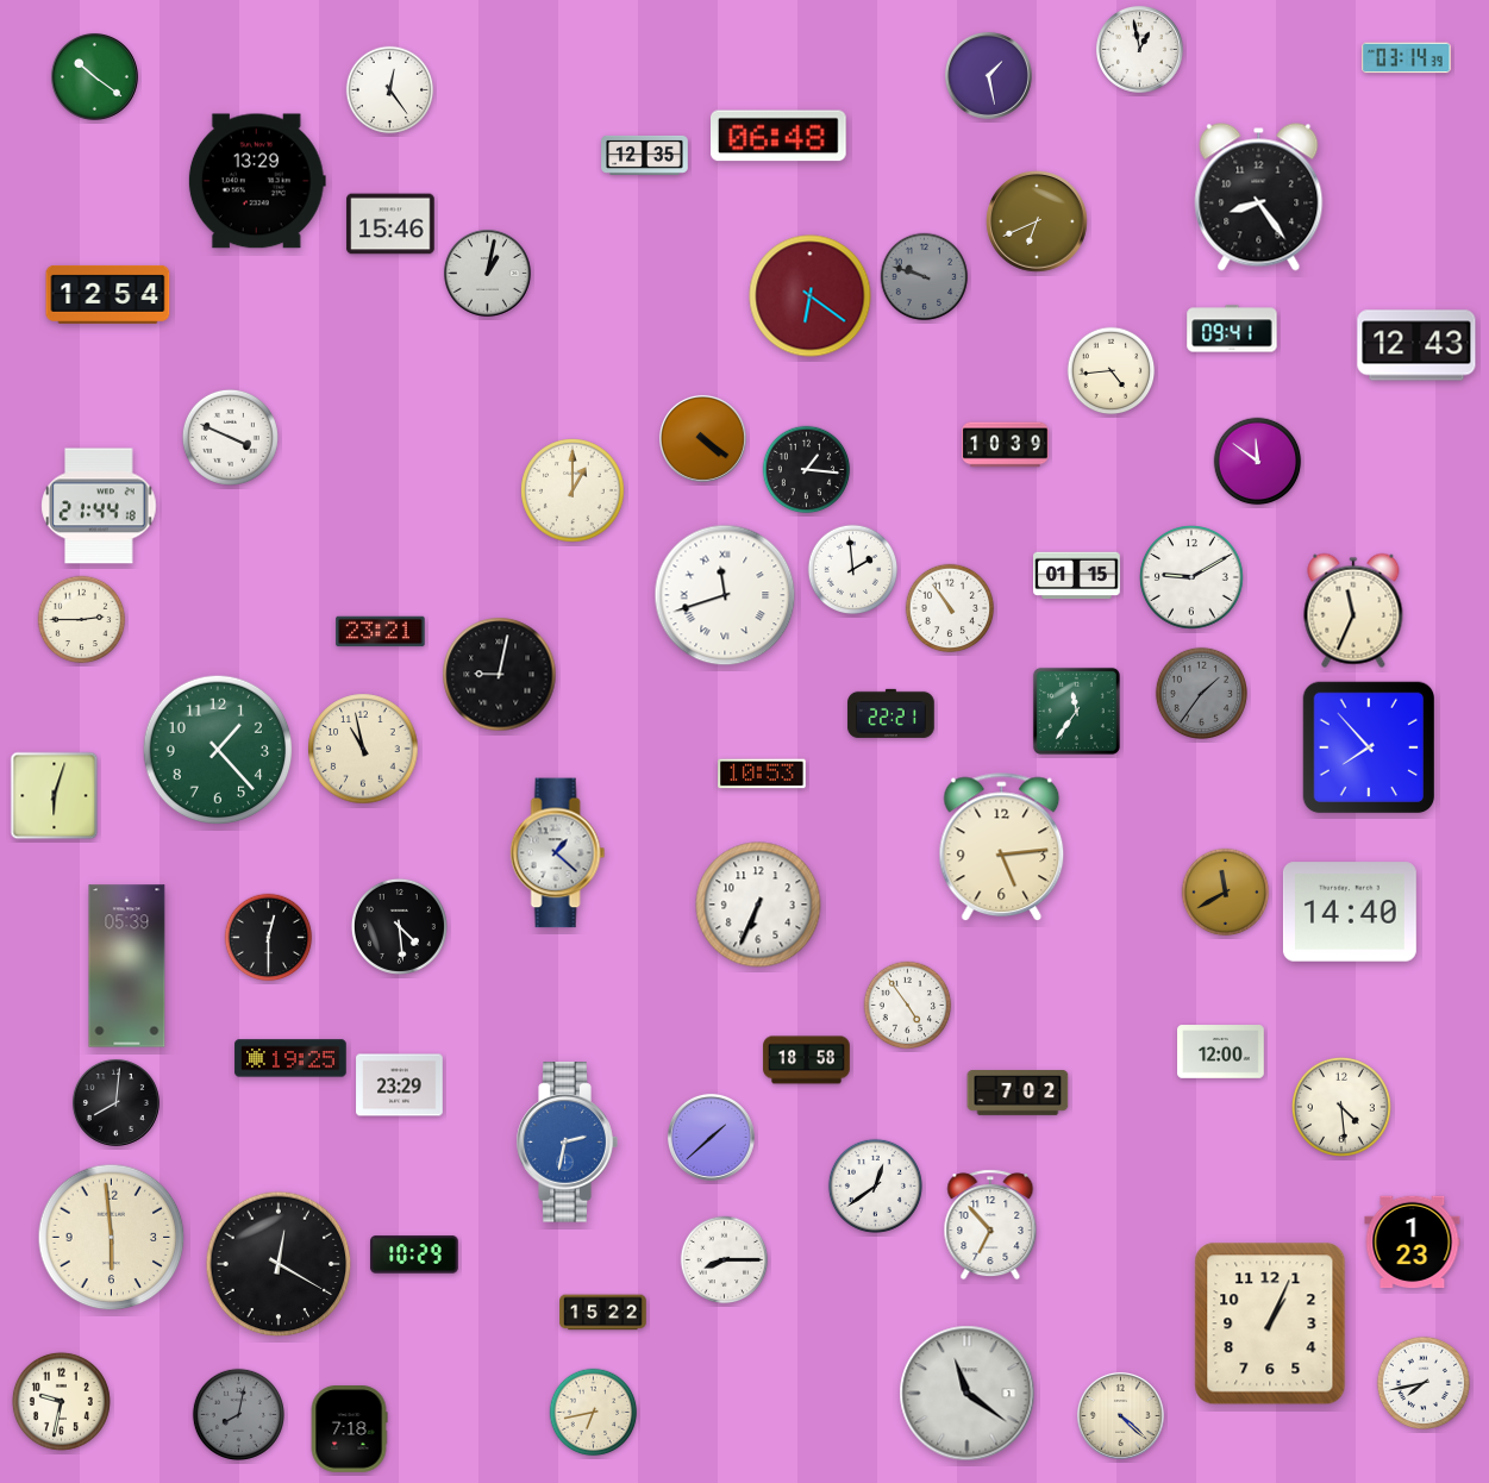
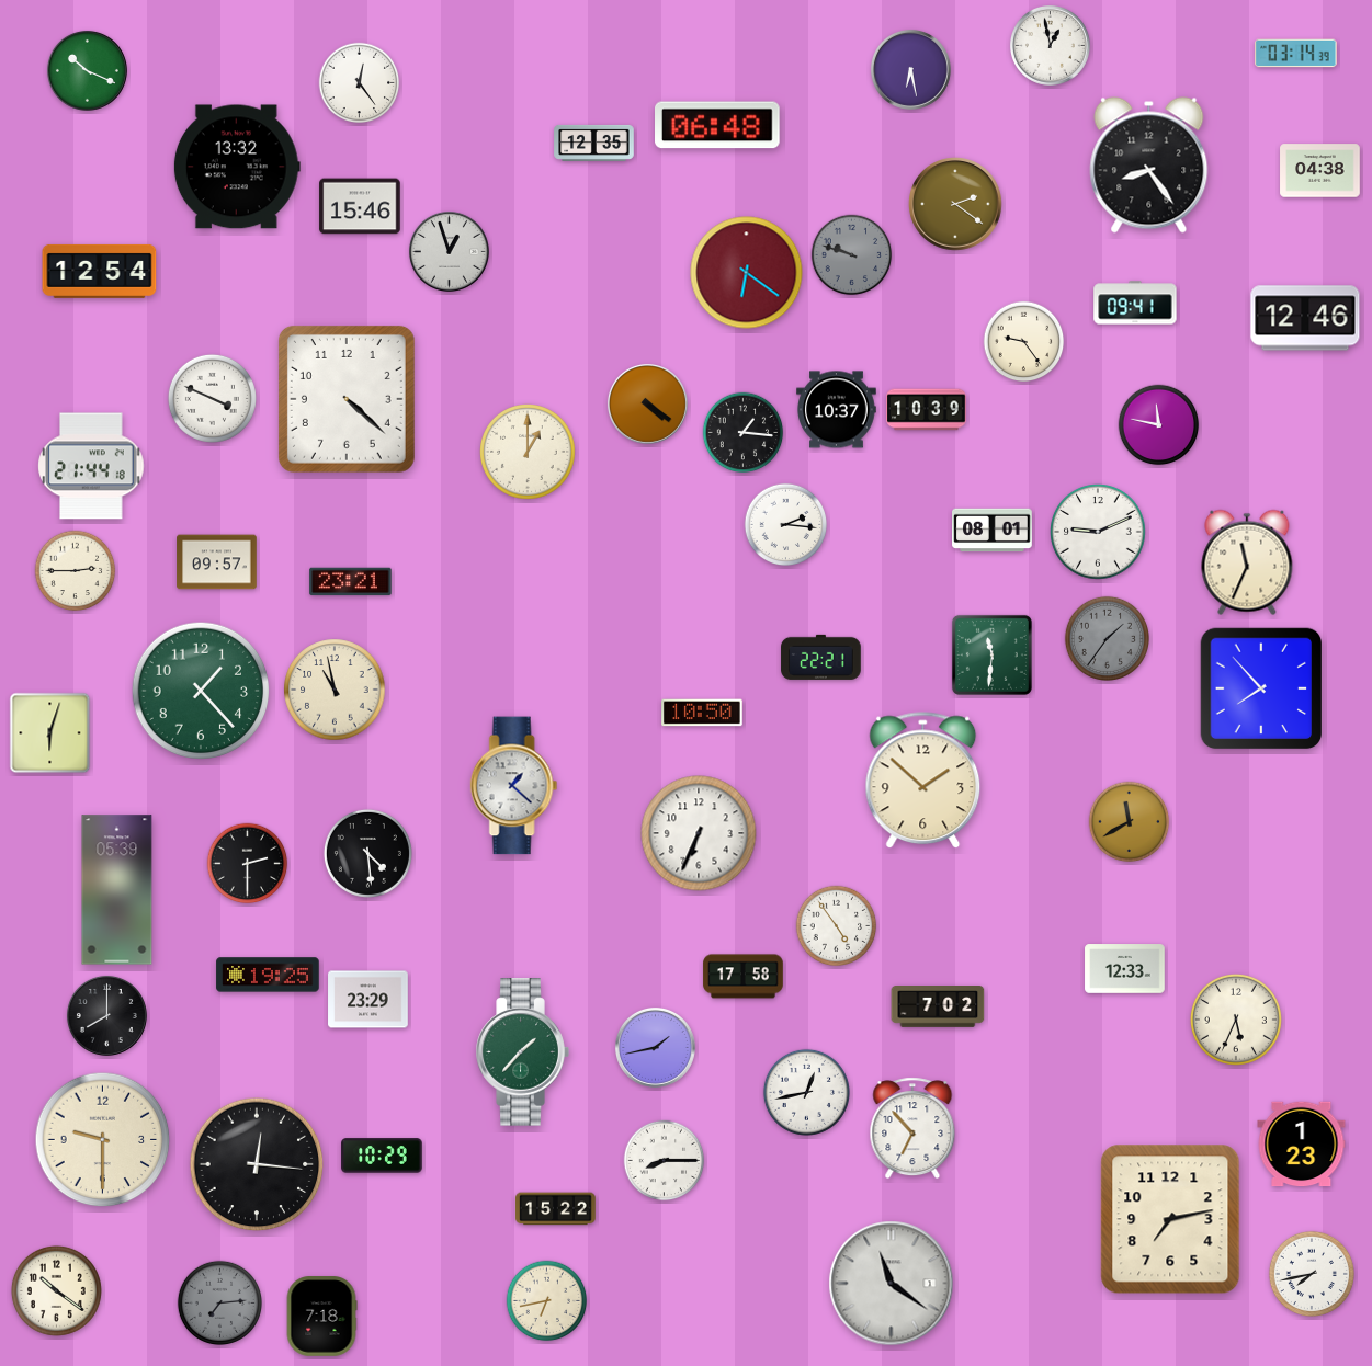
clock at (988, 75): 1:28 -> 6:28
clock at (94, 76): 10:21 -> 10:19
clock at (257, 181): 13:29 -> 13:32
clock at (1320, 171): none -> 04:38
clock at (1259, 198) position: (1259, 198) -> (1149, 166)
clock at (1037, 221): 6:41 -> 2:21
clock at (487, 273): 1:02 -> 12:57
clock at (1416, 345): 12:43 -> 12:46
clock at (1112, 371): 4:44 -> 9:24
clock at (347, 399): none -> 4:22
clock at (230, 437) position: (230, 437) -> (212, 398)
clock at (837, 410): none -> 10:37
clock at (1258, 462): 11:51 -> 11:47
clock at (853, 570): 1:59 -> 2:16
clock at (1077, 576): 01:15 -> 08:01
clock at (1191, 577): 9:10 -> 9:11
clock at (725, 595): 11:42 -> none
clock at (950, 608): 10:54 -> none
clock at (217, 562): none -> 09:57
clock at (500, 675): 9:02 -> none
clock at (1076, 711): 11:36 -> 11:31
clock at (762, 774): 10:53 -> 10:50
clock at (1002, 847): 5:14 -> 1:52
clock at (1350, 912): 14:40 -> none
clock at (269, 938): 12:30 -> 2:30
clock at (1221, 1052): 12:00 -> 12:33
clock at (807, 1060): 18:58 -> 17:58
clock at (115, 1102): 8:01 -> 8:00
clock at (1341, 1107): 4:29 -> 5:34
clock at (711, 1137): 1:38 -> 1:43
clock at (567, 1143): 2:32 -> 1:37
clock at (567, 1143) dial: blue -> green
clock at (875, 1185): 12:39 -> 12:43
clock at (112, 1238): 5:59 -> 9:30
clock at (725, 1260) position: (725, 1260) -> (665, 1161)
clock at (279, 1264): 12:20 -> 12:16
clock at (1270, 1324): 1:04 -> 7:13
clock at (61, 1401): 9:32 -> 10:21
clock at (238, 1414): 8:02 -> 7:14
clock at (1120, 1415): 4:22 -> none
